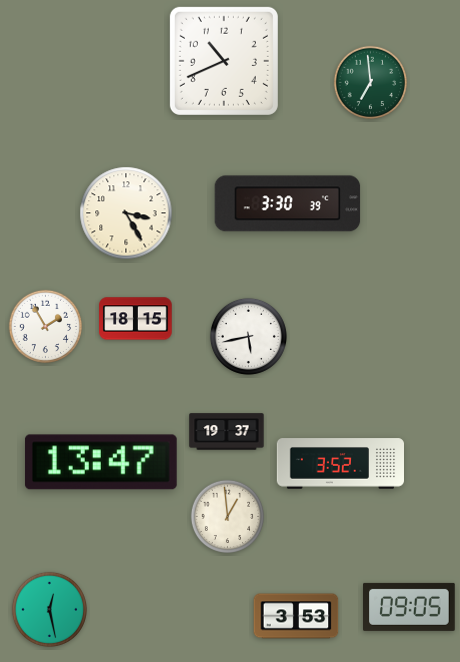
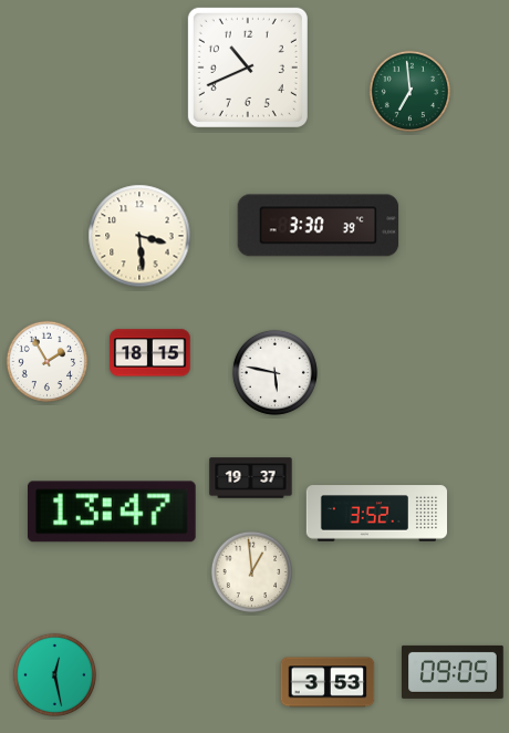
clock at (126, 213): 3:25 -> 3:29
clock at (46, 327) position: (46, 327) -> (48, 362)
clock at (248, 336): 5:43 -> 5:47
